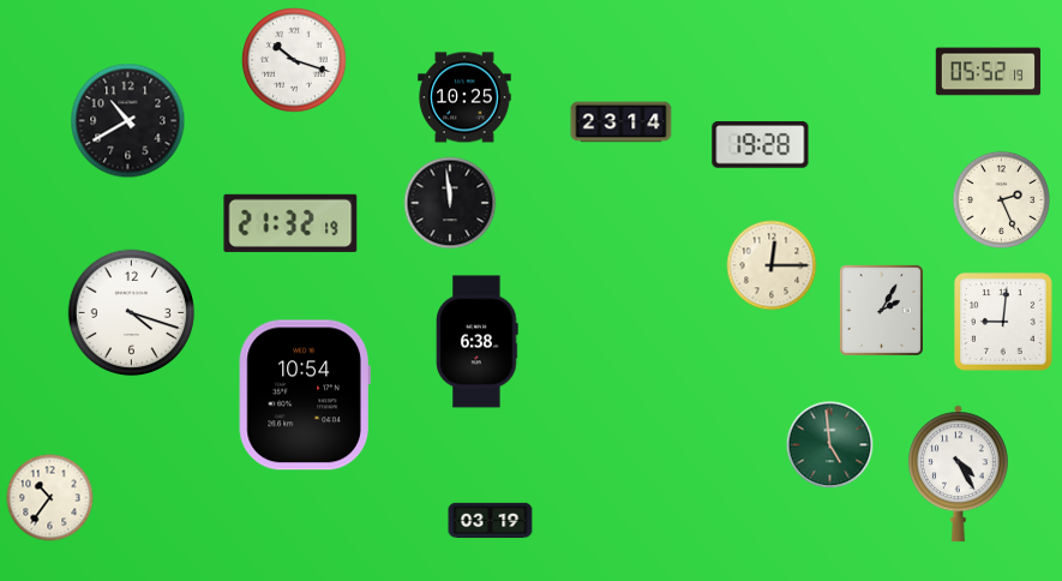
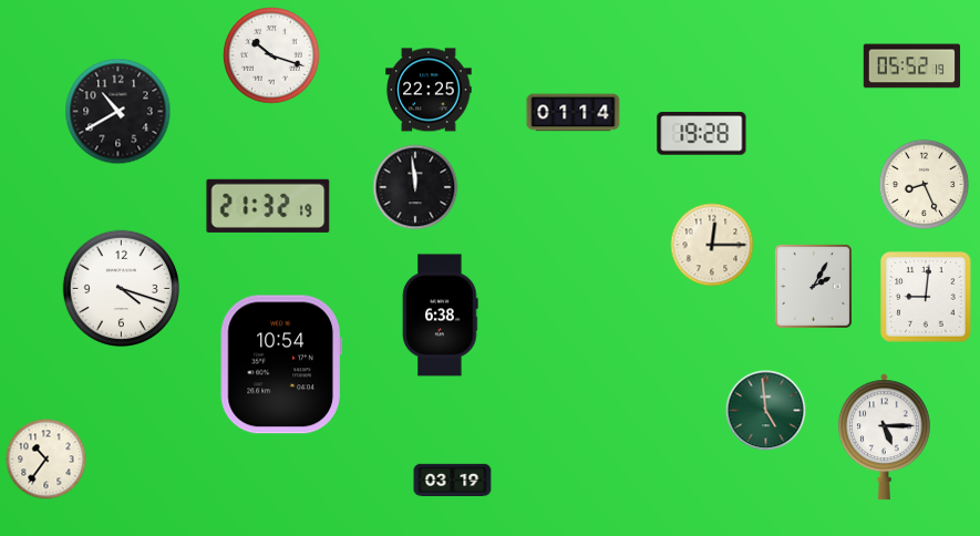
clock at (464, 97): 10:25 -> 22:25
clock at (622, 122): 23:14 -> 01:14
clock at (1002, 200): 2:26 -> 8:26
clock at (958, 474): 4:25 -> 5:15
